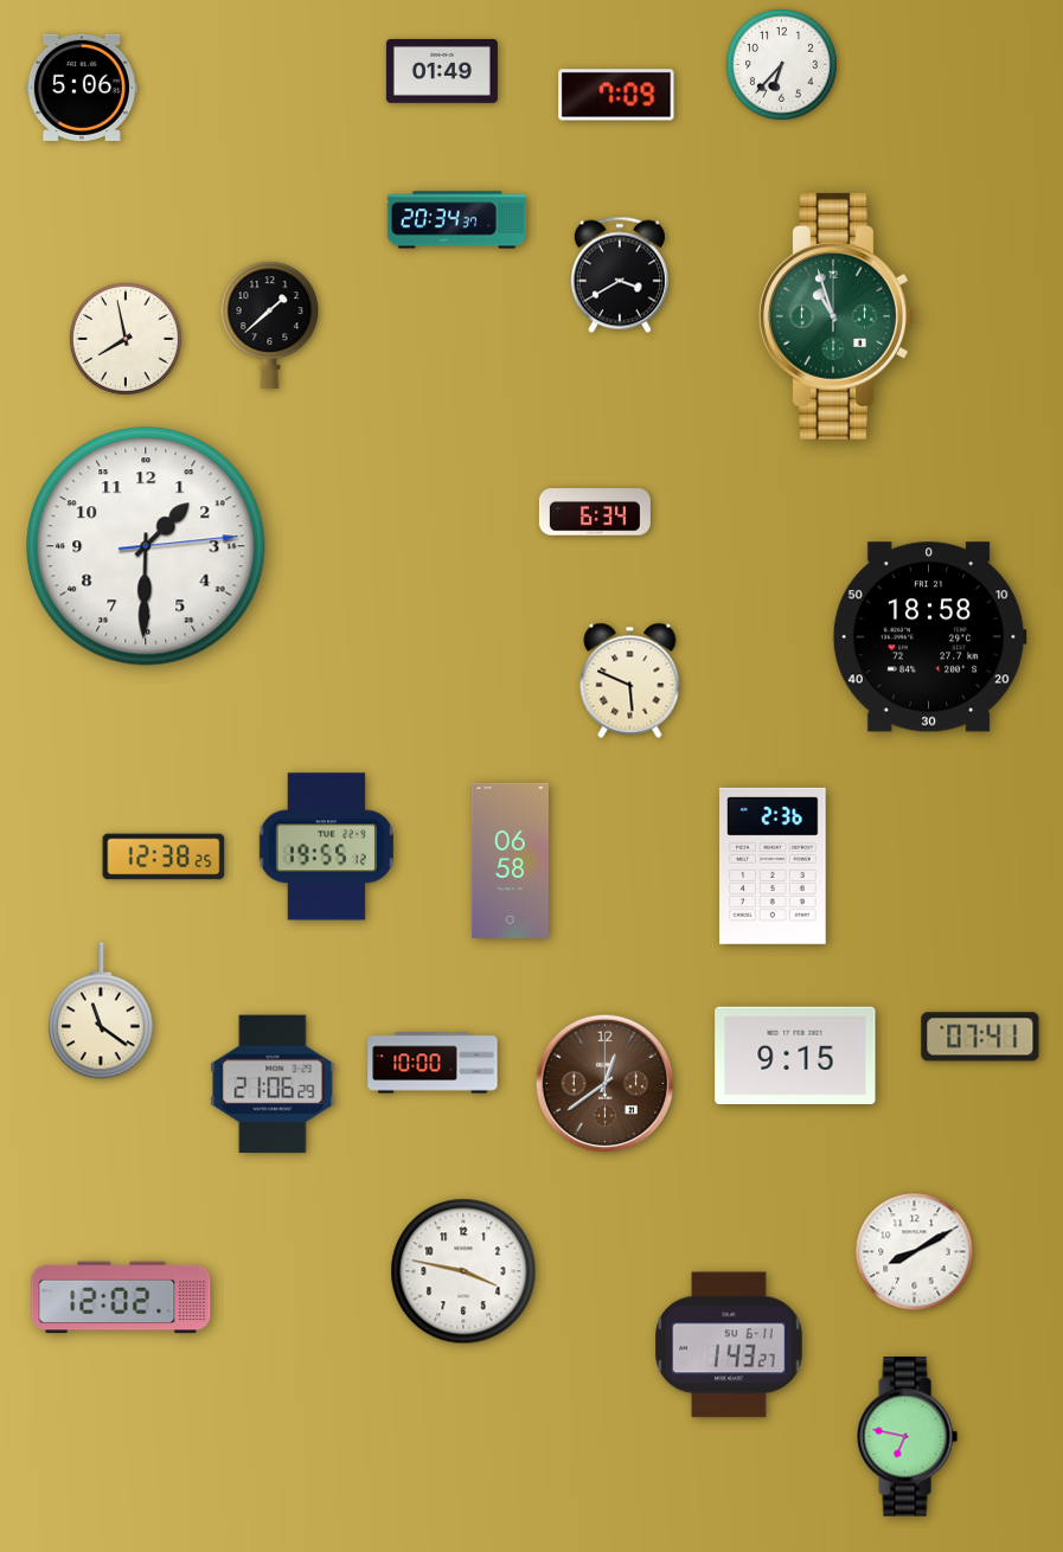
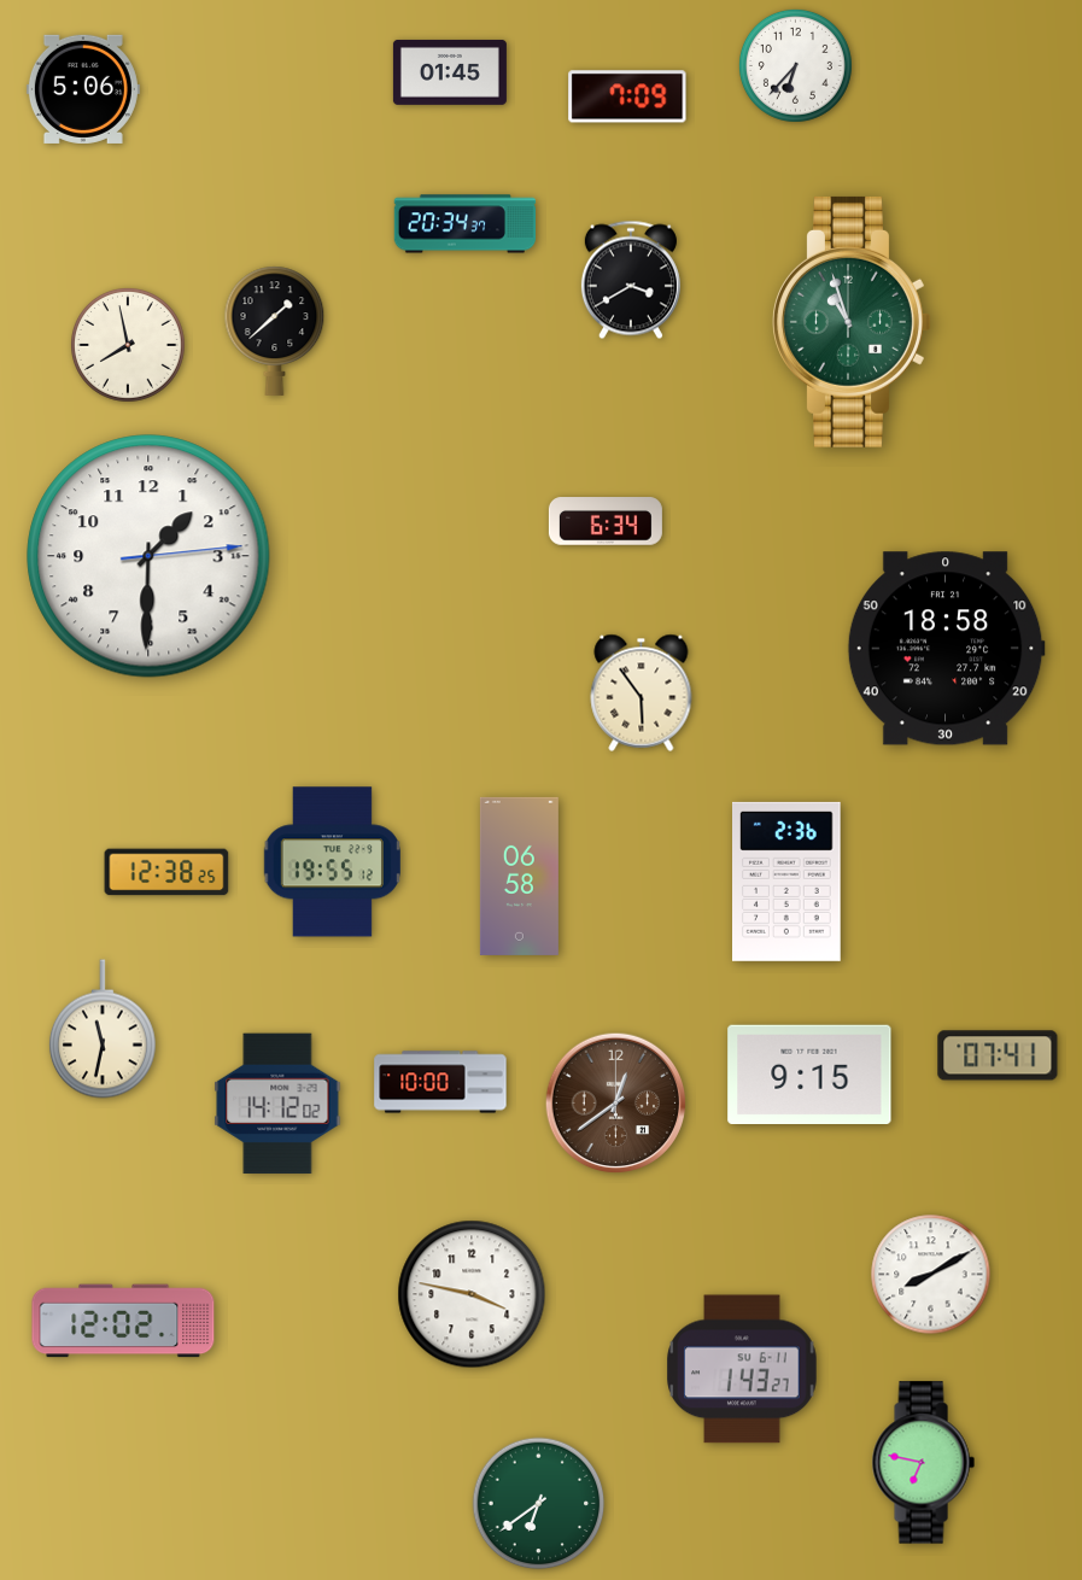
clock at (442, 71): 01:49 -> 01:45
clock at (630, 680): 5:49 -> 5:54
clock at (101, 1011): 11:21 -> 11:32
clock at (273, 1084): 21:06 -> 14:12
clock at (539, 1504): none -> 6:39
